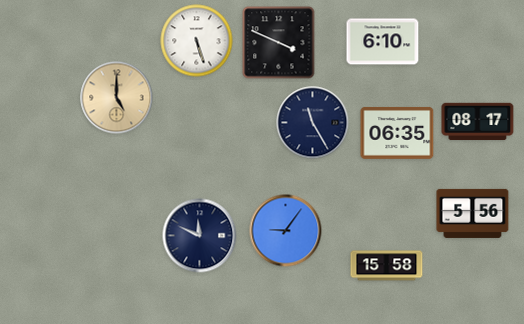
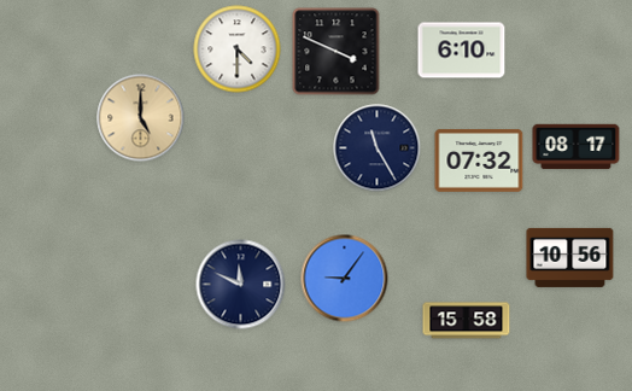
clock at (197, 41): 5:27 -> 4:30
clock at (397, 133): 06:35 -> 07:32
clock at (473, 213): 5:56 -> 10:56
